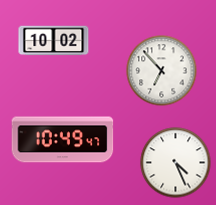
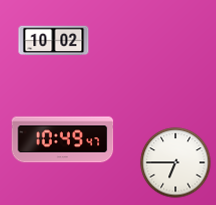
clock at (162, 71): 6:53 -> none
clock at (176, 163): 4:26 -> 6:45
